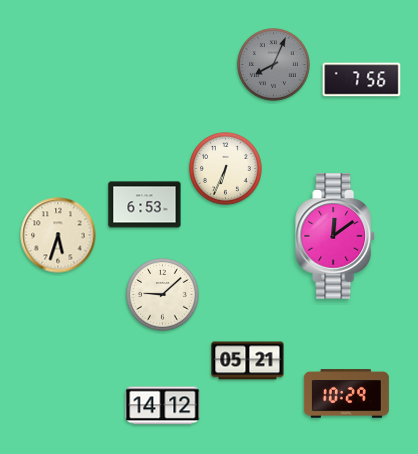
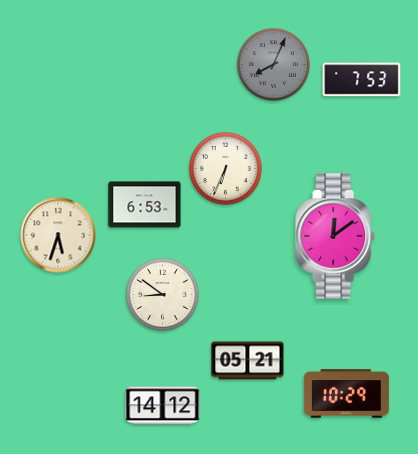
clock at (362, 80): 7:56 -> 7:53
clock at (163, 295): 9:08 -> 8:51
